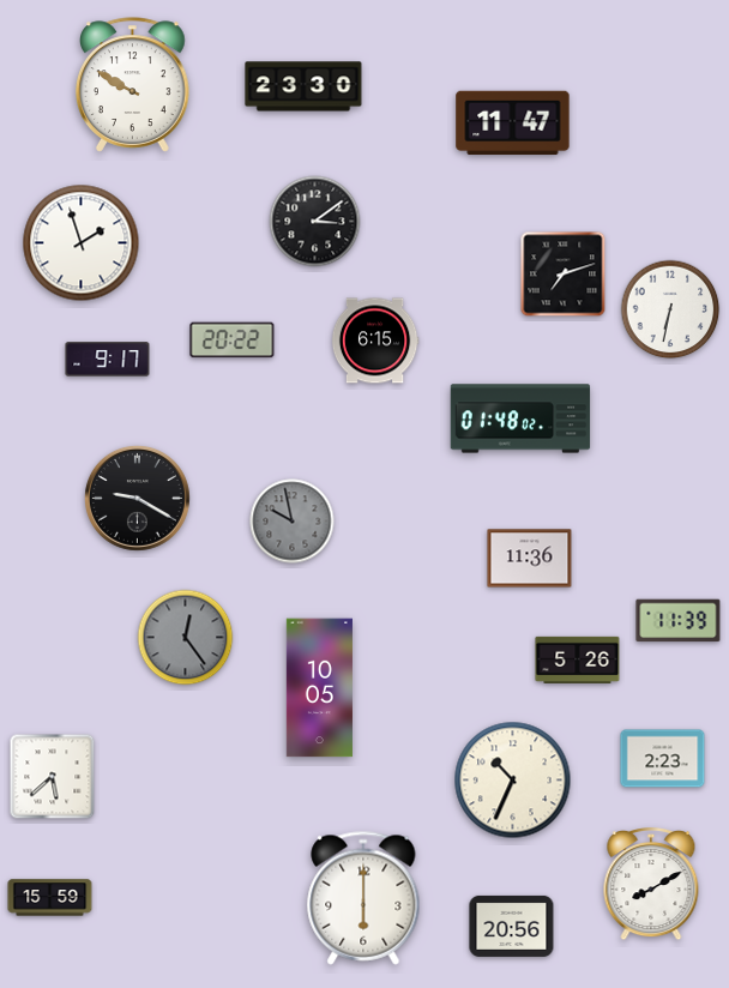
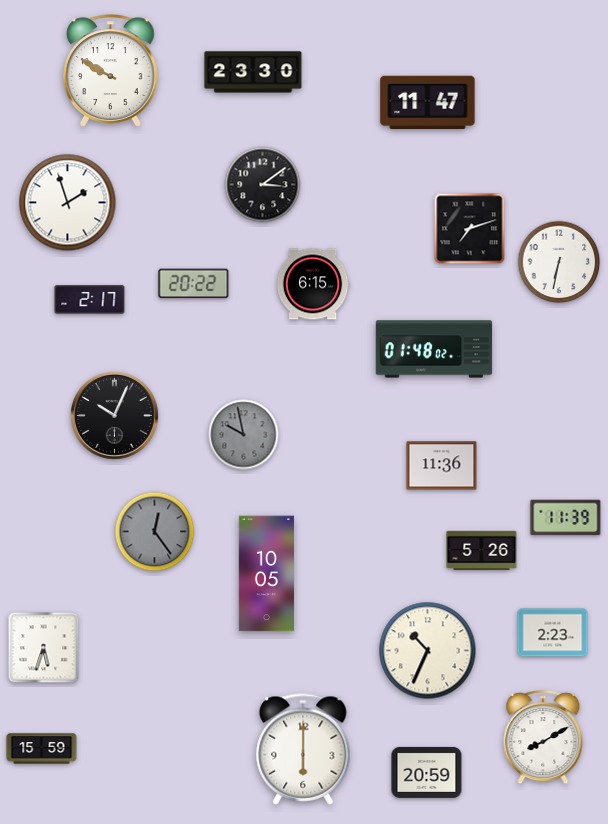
clock at (670, 309) position: (670, 309) -> (559, 262)
clock at (108, 360): 9:17 -> 2:17
clock at (137, 498): 9:20 -> 10:04
clock at (53, 777): 5:38 -> 5:33
clock at (512, 926): 20:56 -> 20:59
